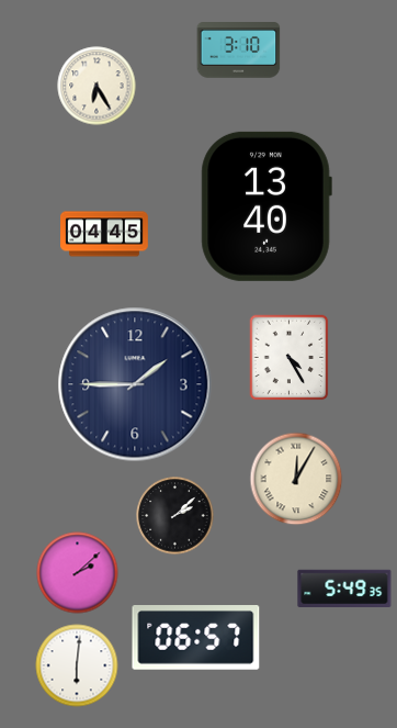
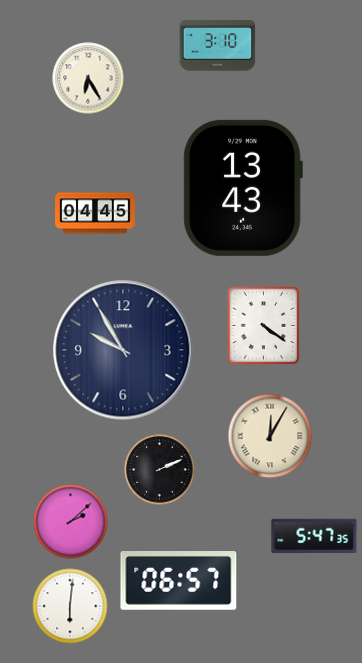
clock at (266, 206): 13:40 -> 13:43
clock at (290, 358): 4:25 -> 4:21
clock at (135, 384): 1:45 -> 9:55
clock at (175, 516): 2:08 -> 2:11
clock at (344, 587): 5:49 -> 5:47
